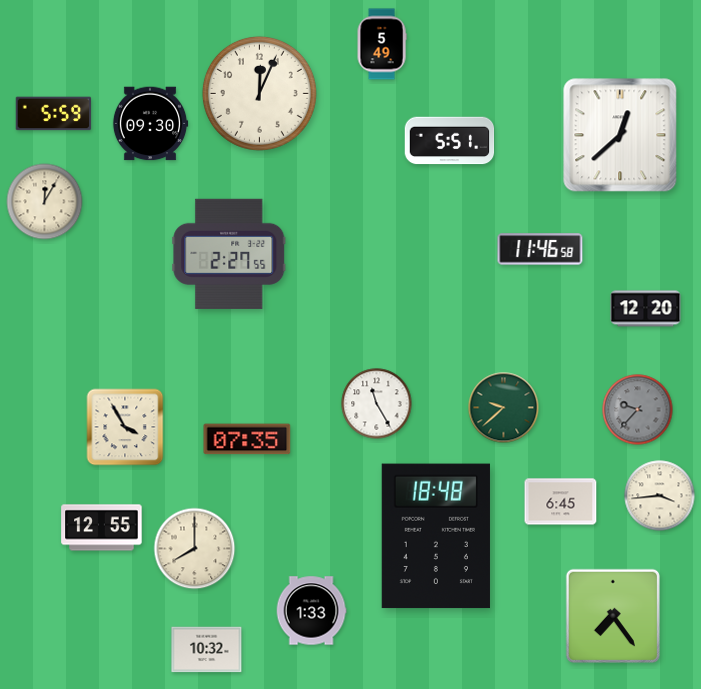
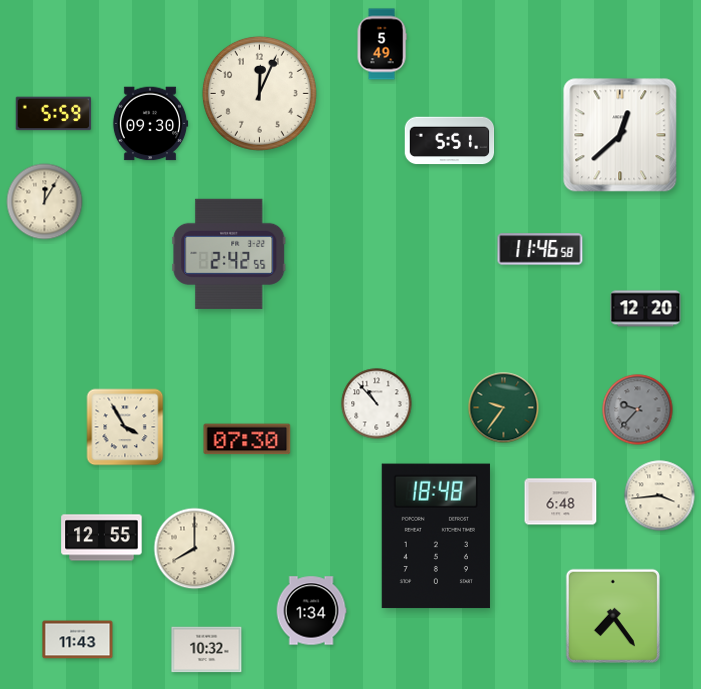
clock at (229, 254): 2:27 -> 2:42
clock at (377, 404): 11:25 -> 10:53
clock at (504, 408): 9:38 -> 9:36
clock at (247, 439): 07:35 -> 07:30
clock at (561, 502): 6:45 -> 6:48
clock at (102, 528) position: (102, 528) -> (102, 538)
clock at (311, 611): 1:33 -> 1:34
clock at (78, 640): none -> 11:43
